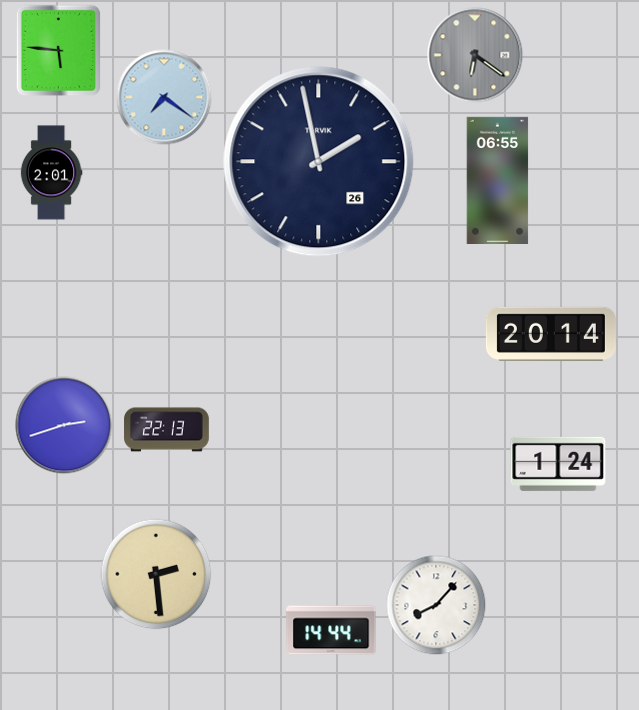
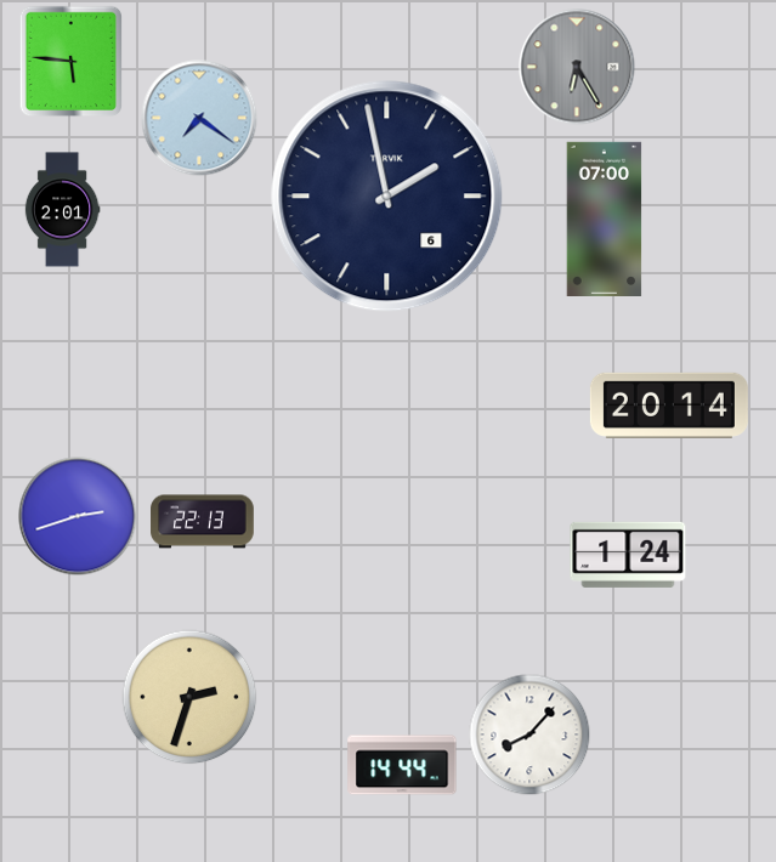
clock at (475, 55): 6:21 -> 6:25
clock at (319, 162) date: 26 -> 6
clock at (498, 180): 06:55 -> 07:00
clock at (558, 464) position: (558, 464) -> (628, 555)
clock at (156, 574): 2:29 -> 2:33
